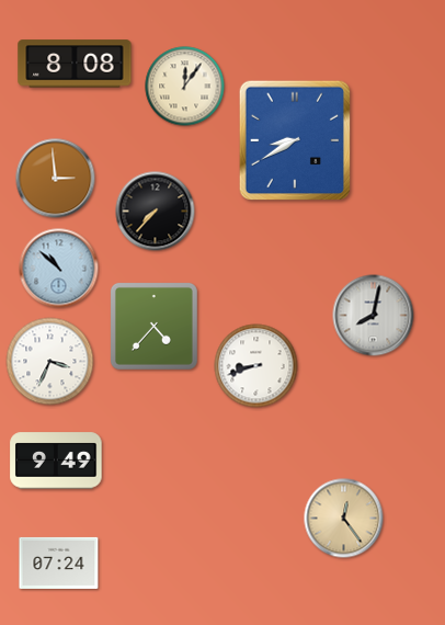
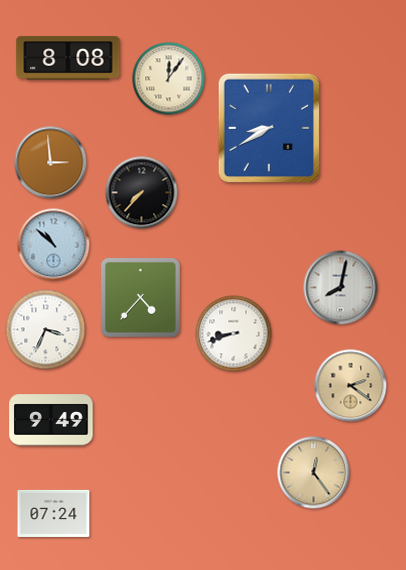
clock at (351, 386): none -> 2:21
